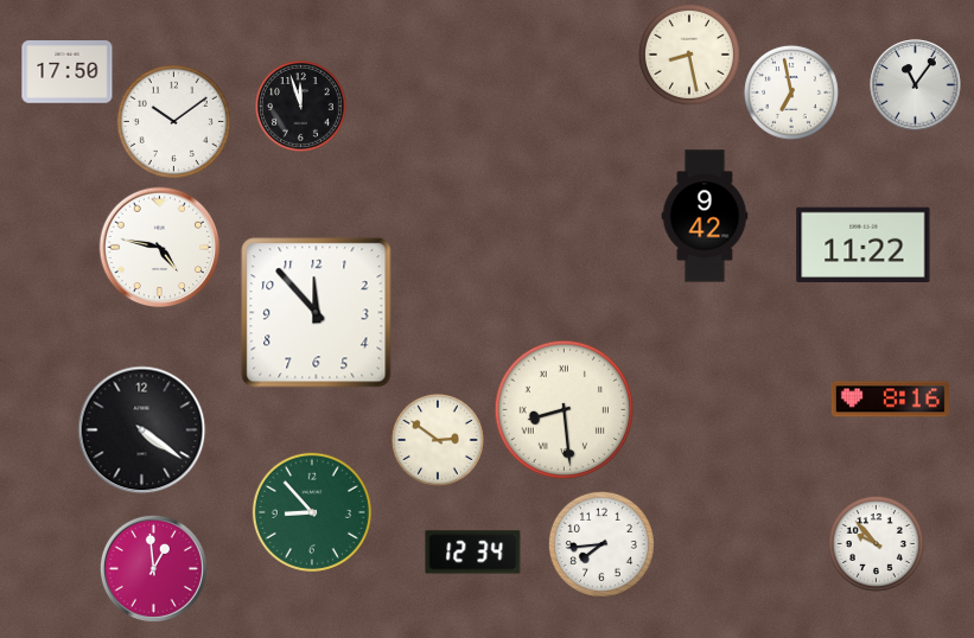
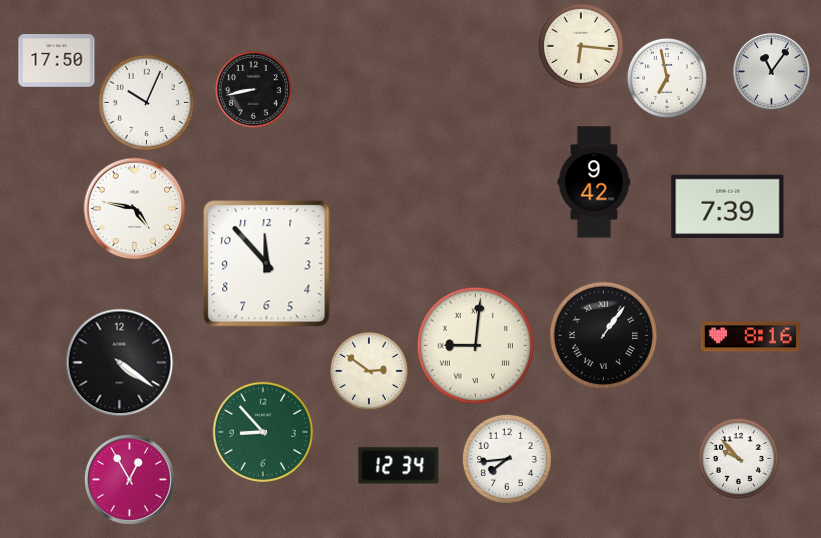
clock at (689, 55): 8:28 -> 6:16
clock at (301, 107): 11:57 -> 8:43
clock at (173, 121): 10:09 -> 10:04
clock at (864, 244): 11:22 -> 7:39
clock at (603, 335): none -> 1:06
clock at (565, 410): 8:29 -> 9:01
clock at (153, 568): 12:59 -> 12:55
